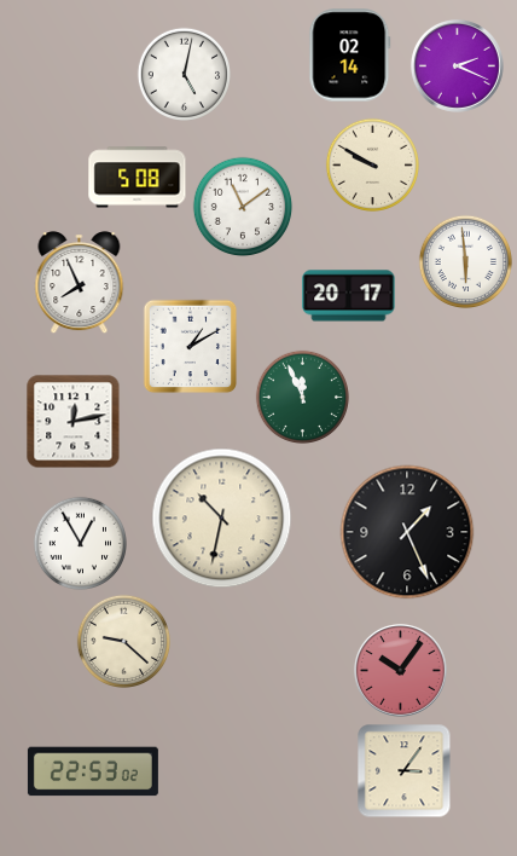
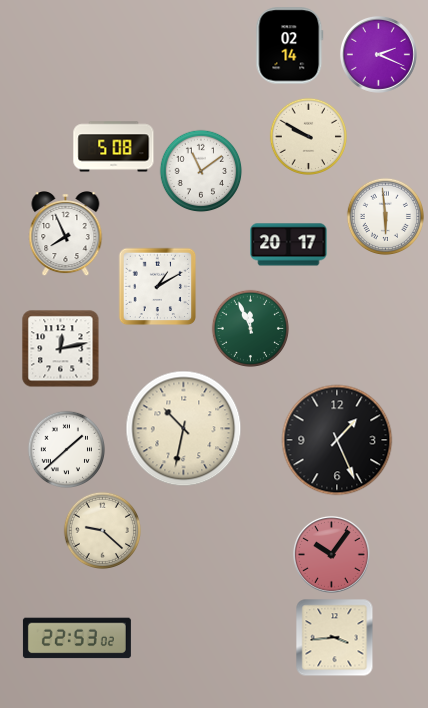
clock at (184, 74): 5:02 -> none
clock at (80, 543): 12:55 -> 1:38
clock at (403, 770): 3:06 -> 3:44
